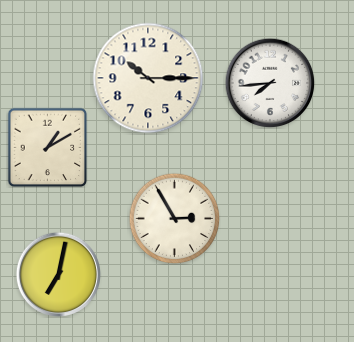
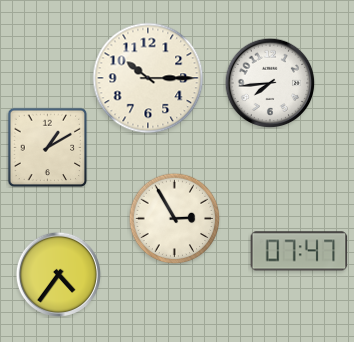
clock at (299, 251): none -> 07:47
clock at (58, 274): 7:02 -> 4:36
